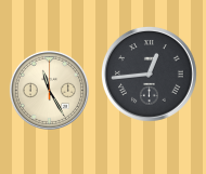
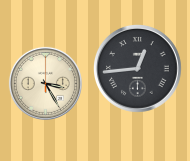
clock at (49, 90): 11:25 -> 3:25
